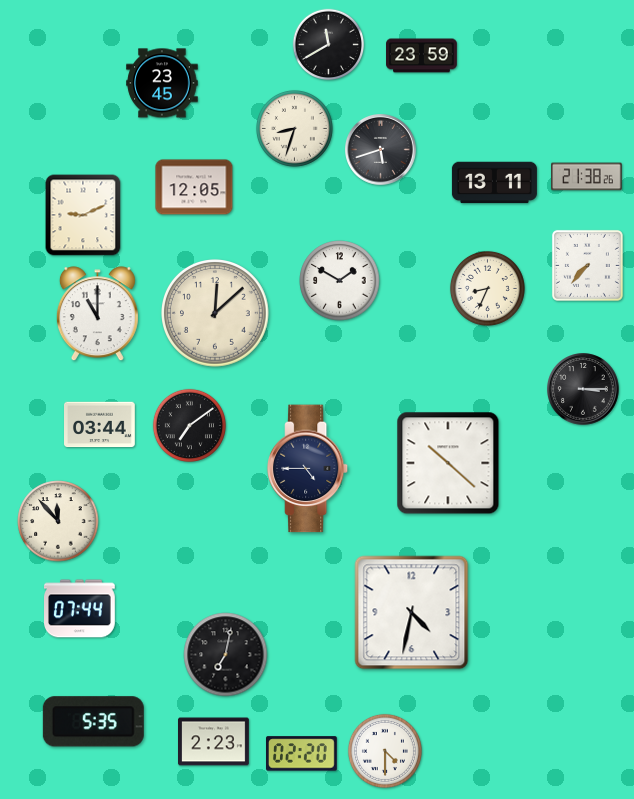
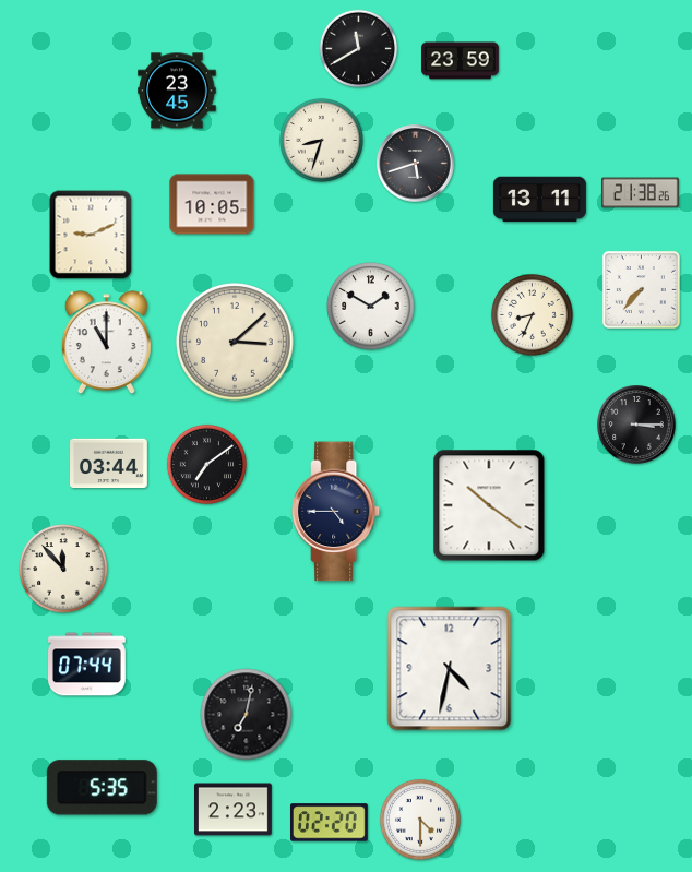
clock at (194, 187): 12:05 -> 10:05
clock at (216, 314): 12:08 -> 3:08
clock at (448, 463): 10:22 -> 10:21
